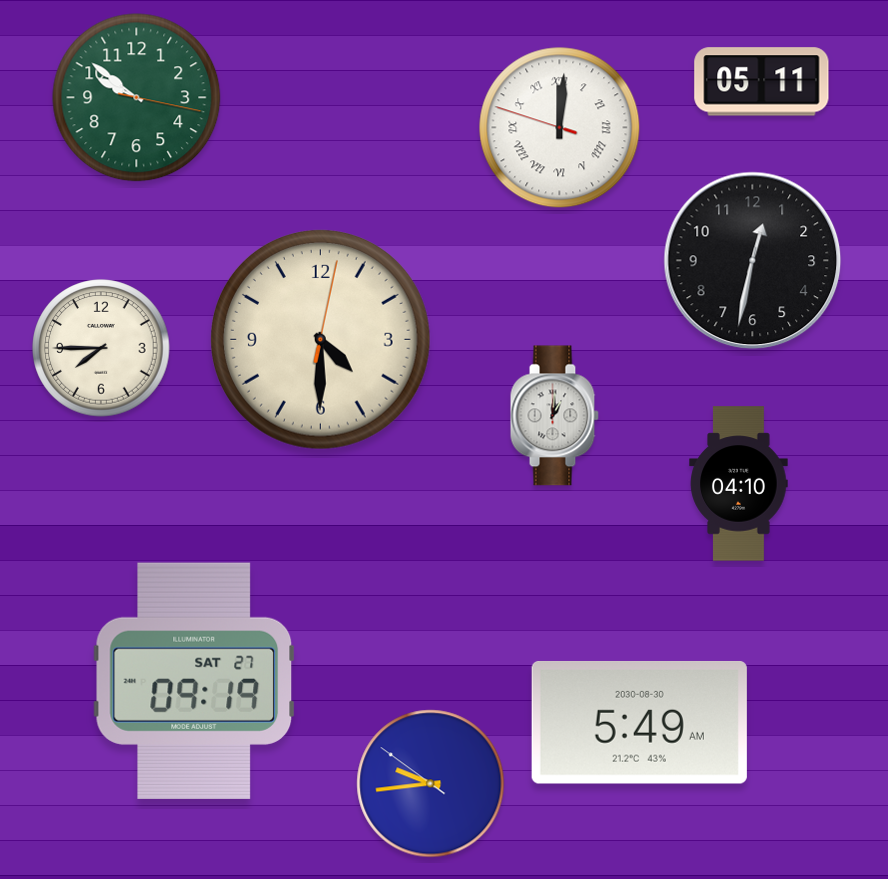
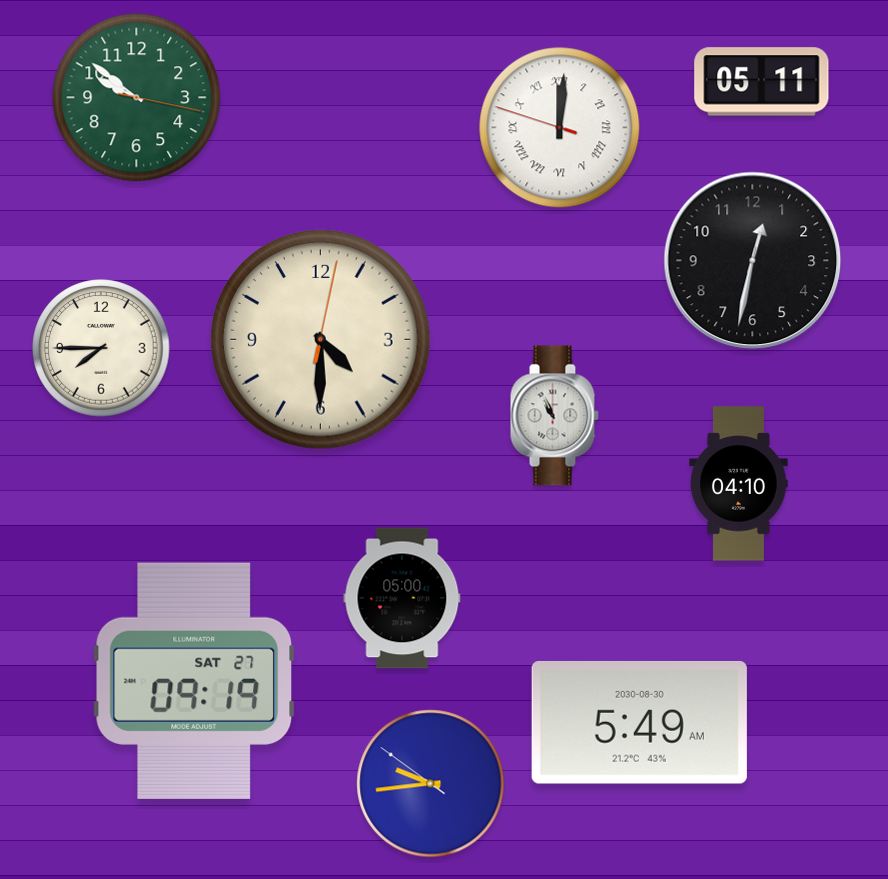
clock at (554, 416): 1:01 -> 10:56
clock at (402, 598): none -> 05:00
